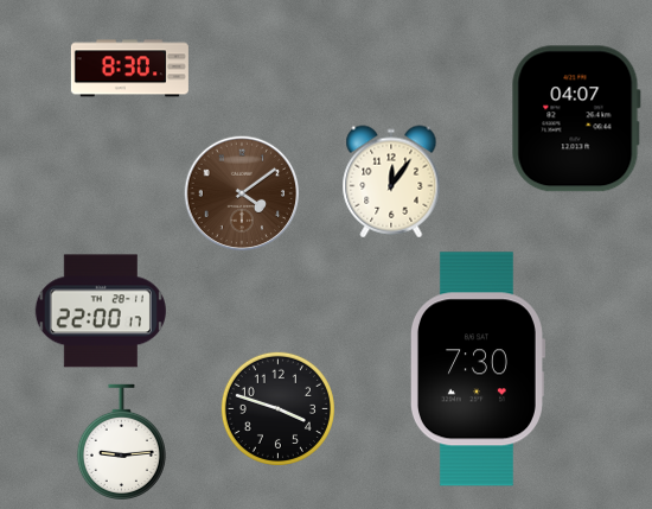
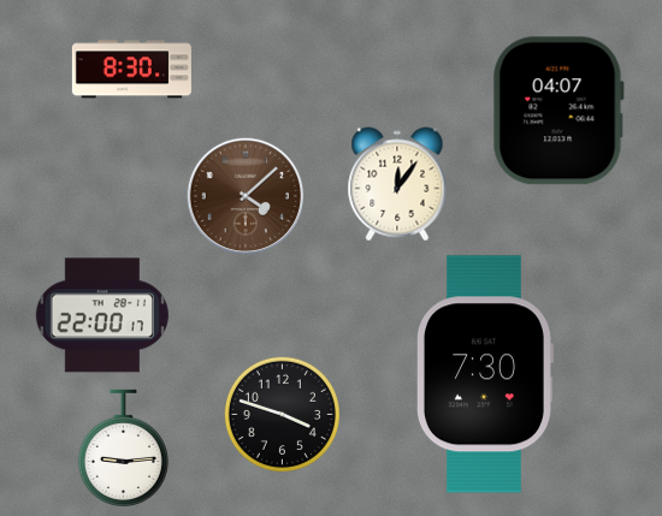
clock at (576, 119) position: (576, 119) -> (558, 111)
clock at (242, 193): 4:09 -> 4:08
